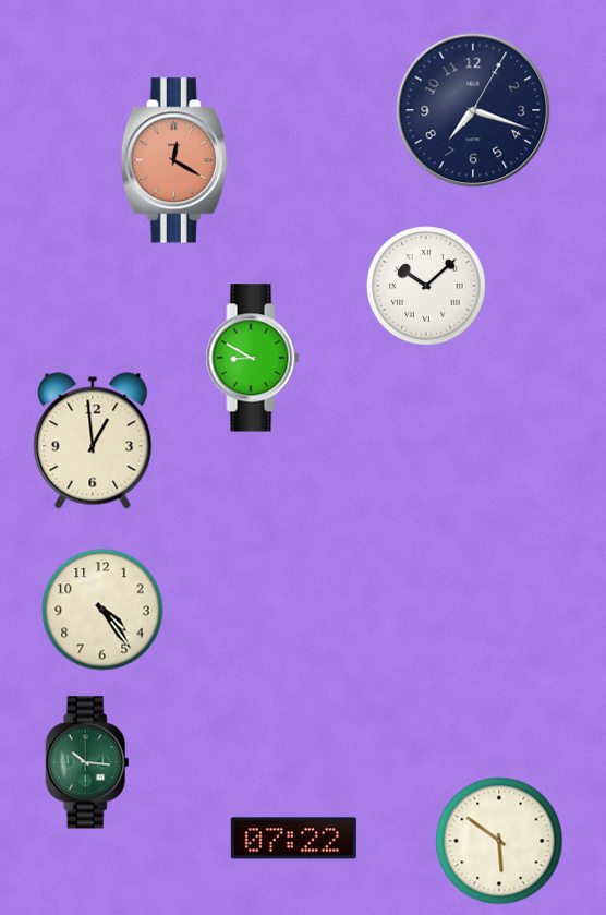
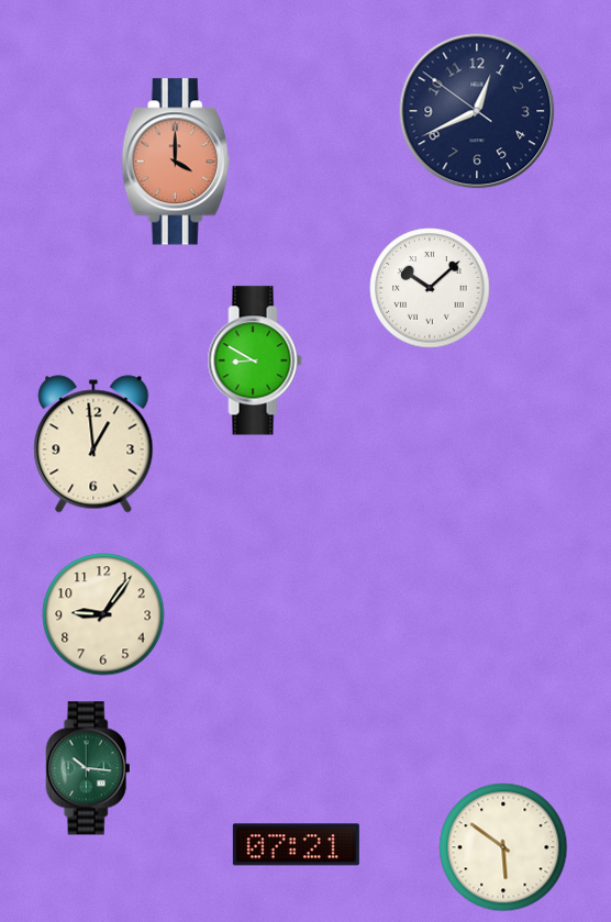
clock at (473, 110): 7:18 -> 12:40
clock at (174, 160): 12:20 -> 4:00
clock at (102, 610): 4:24 -> 9:06
clock at (293, 839): 07:22 -> 07:21
